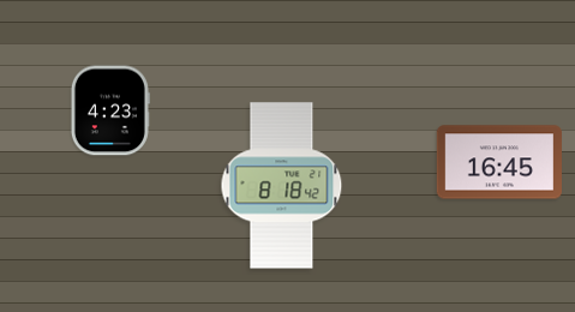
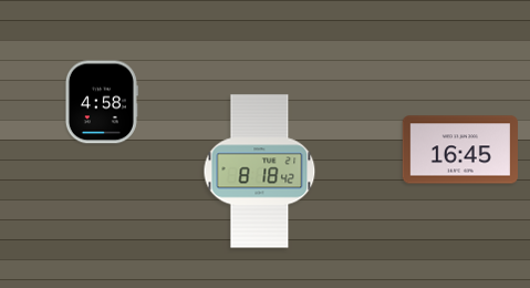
clock at (110, 110): 4:23 -> 4:58
